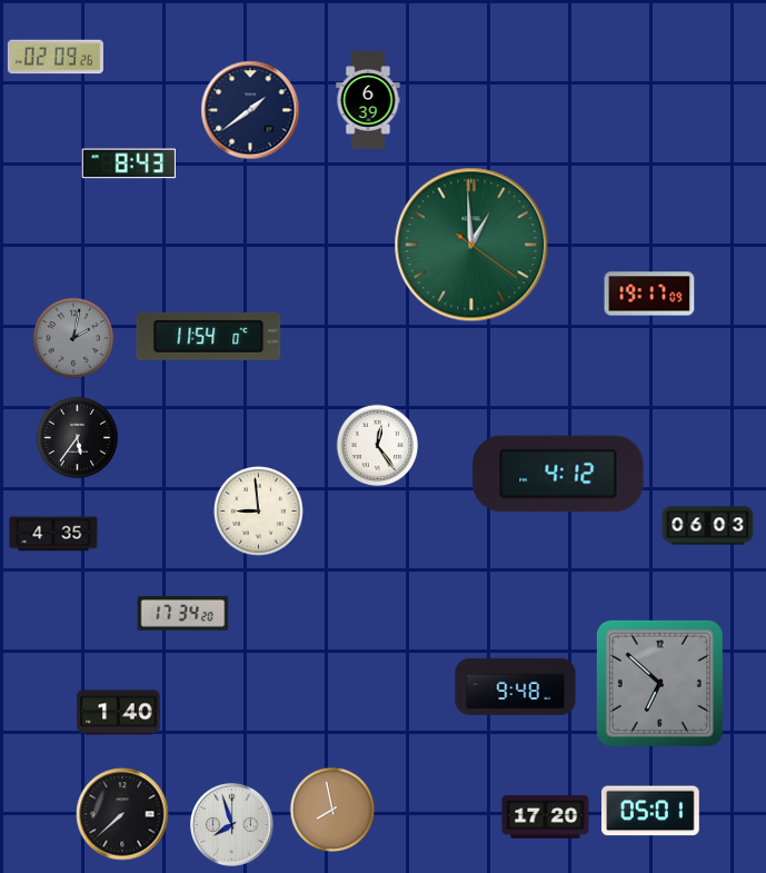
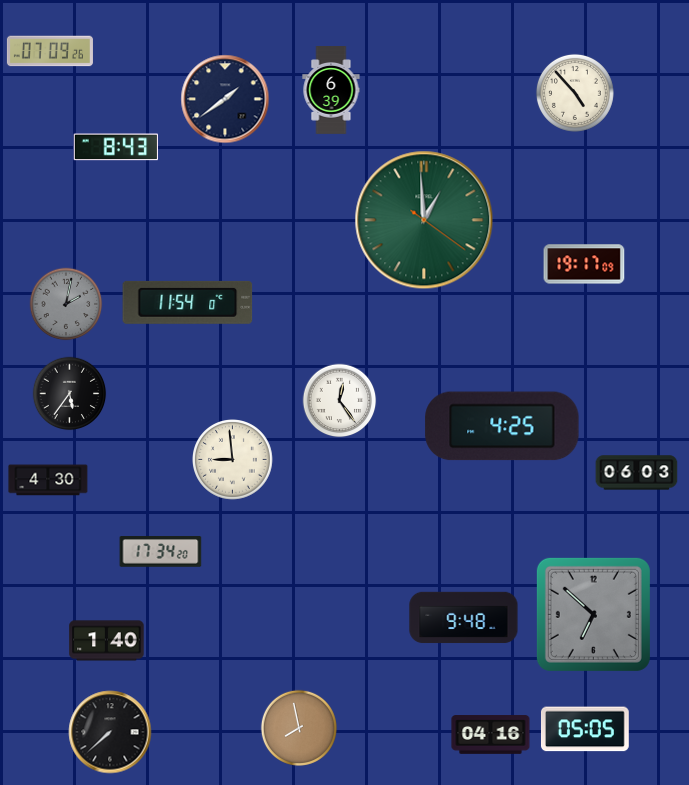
clock at (56, 57): 02:09 -> 07:09
clock at (575, 93): none -> 4:53
clock at (558, 474): 4:12 -> 4:25
clock at (53, 534): 4:35 -> 4:30
clock at (183, 614) position: (183, 614) -> (161, 552)
clock at (650, 811): 05:01 -> 05:05
clock at (546, 817): 17:20 -> 04:16
clock at (232, 825): 7:57 -> none
